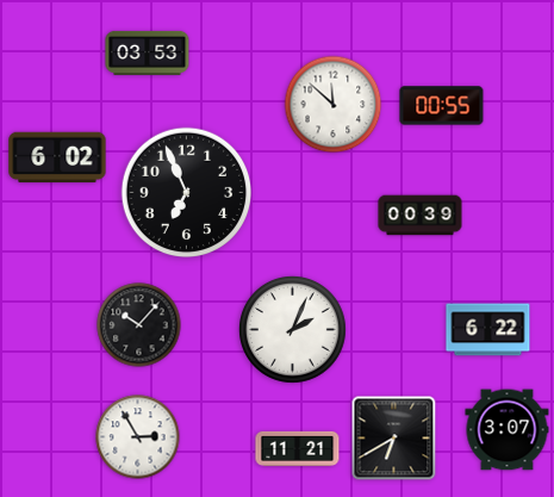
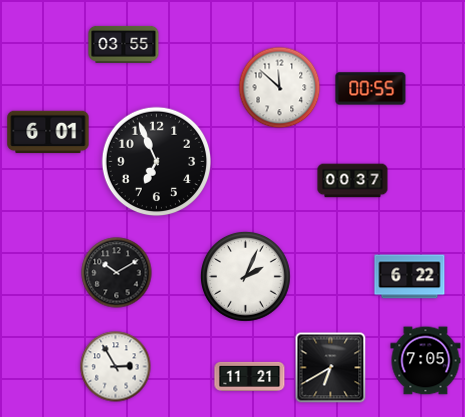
clock at (148, 52): 03:53 -> 03:55
clock at (57, 157): 6:02 -> 6:01
clock at (421, 216): 00:39 -> 00:37
clock at (139, 325): 10:07 -> 10:10
clock at (508, 430): 3:07 -> 7:05
